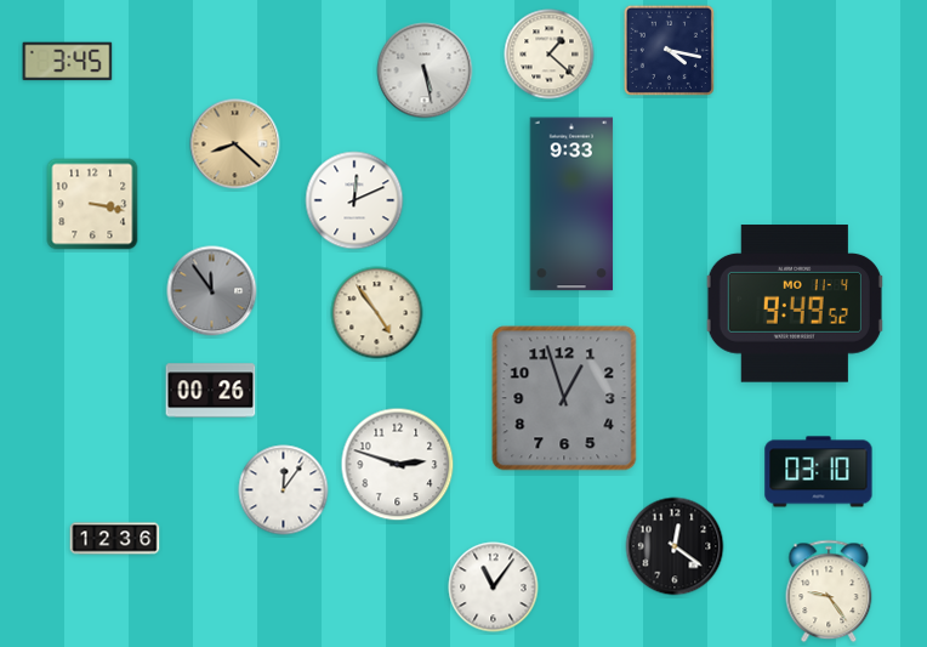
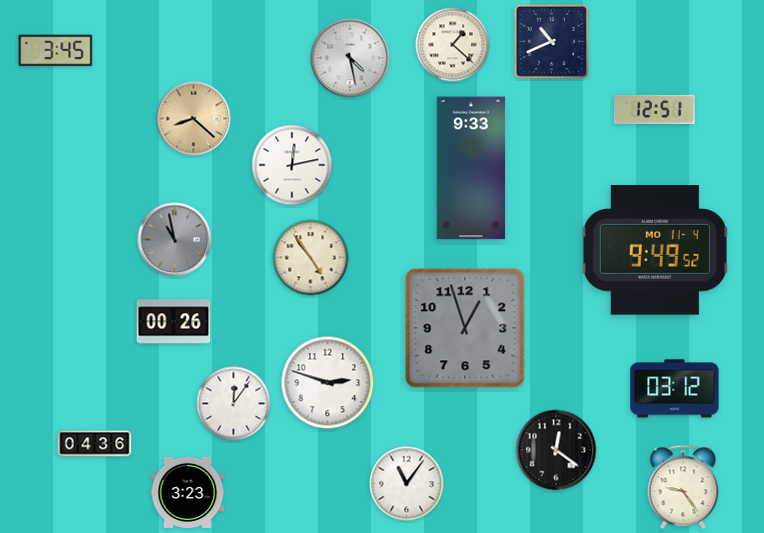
clock at (669, 50): 4:17 -> 10:41
clock at (425, 70): 5:28 -> 4:28
clock at (654, 109): none -> 12:51
clock at (354, 200): 12:11 -> 12:13
clock at (92, 204): 3:17 -> none
clock at (212, 291): 11:54 -> 10:58
clock at (819, 472): 03:10 -> 03:12
clock at (115, 539): 12:36 -> 04:36
clock at (188, 492): none -> 3:23
